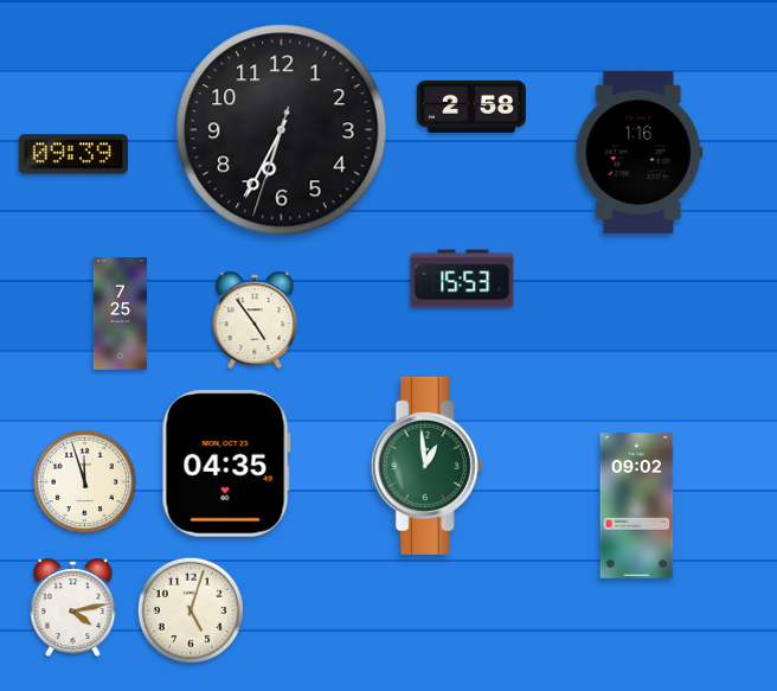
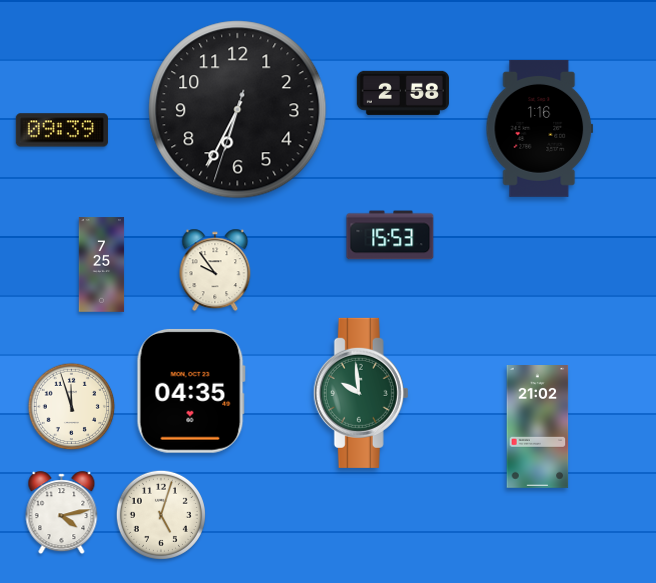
clock at (471, 107) position: (471, 107) -> (403, 93)
clock at (255, 320): 4:54 -> 9:54
clock at (428, 466): 12:59 -> 9:59
clock at (637, 506): 09:02 -> 21:02
